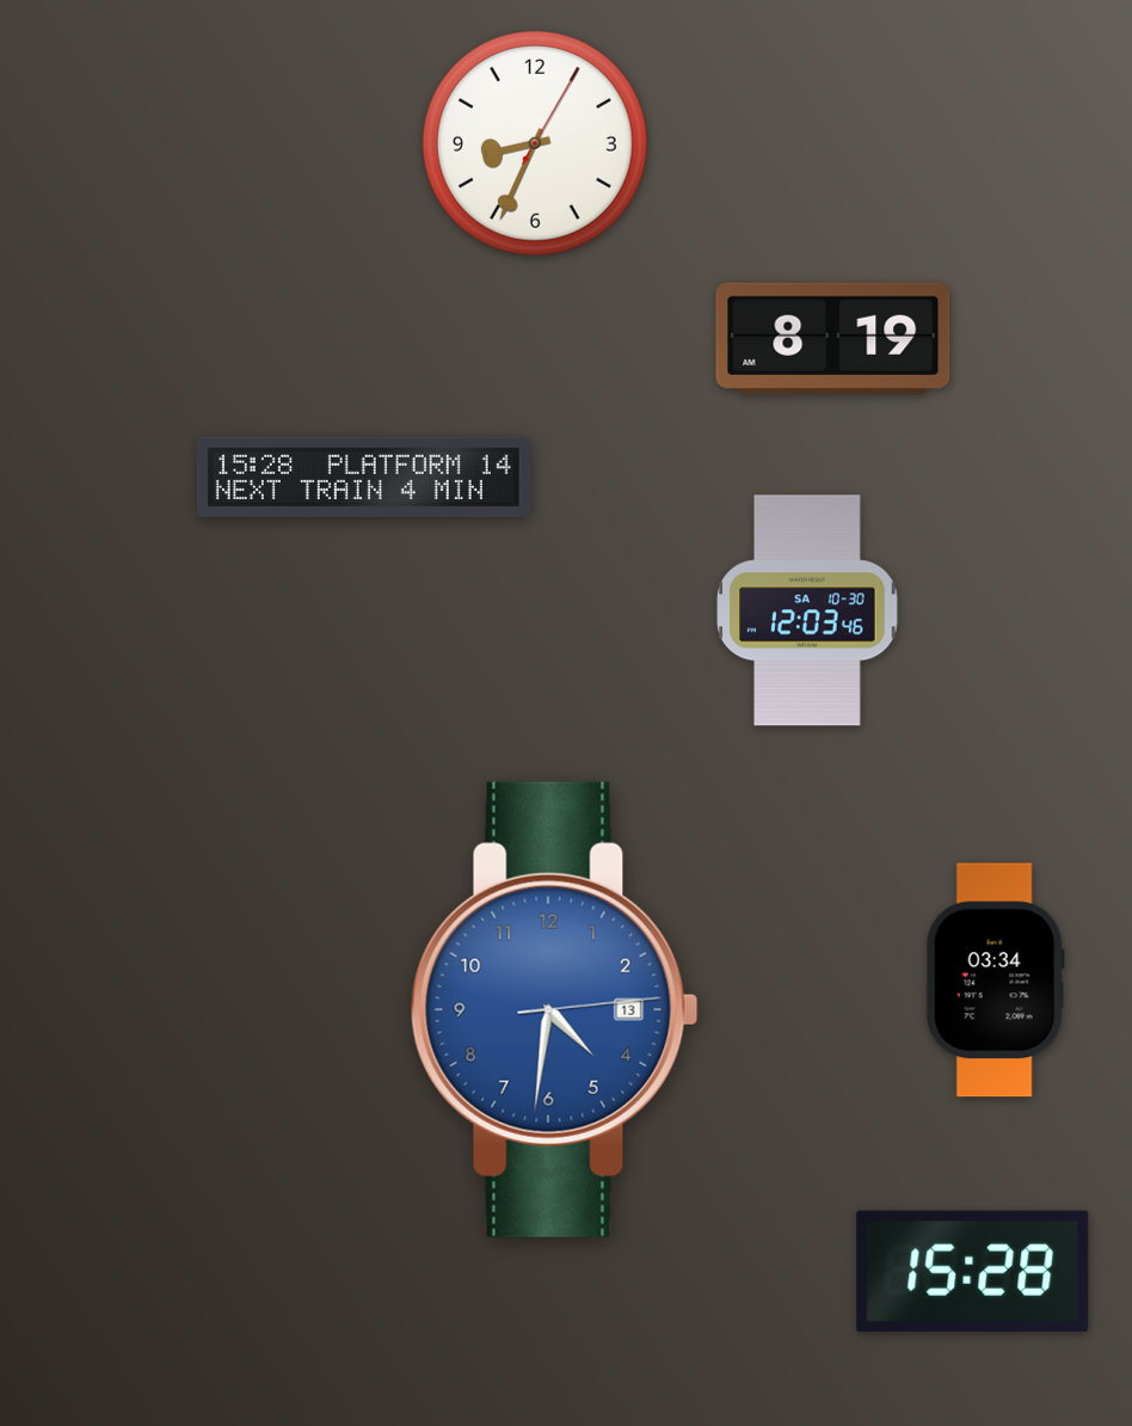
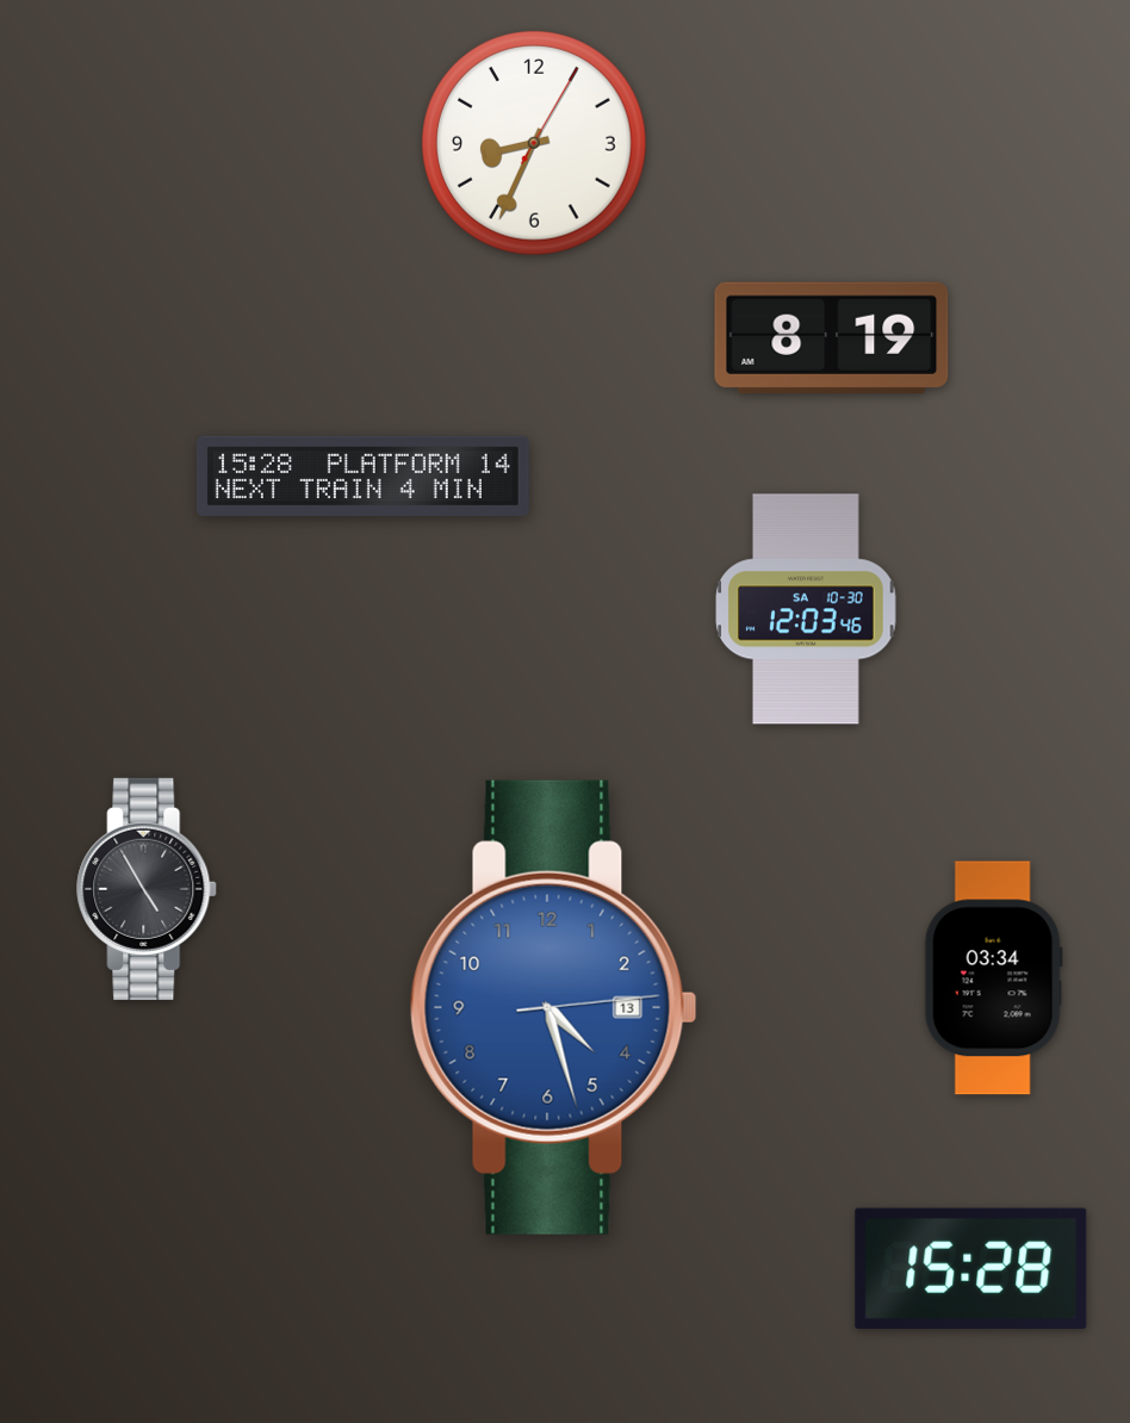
clock at (148, 889): none -> 4:55
clock at (554, 1009): 4:31 -> 4:27
